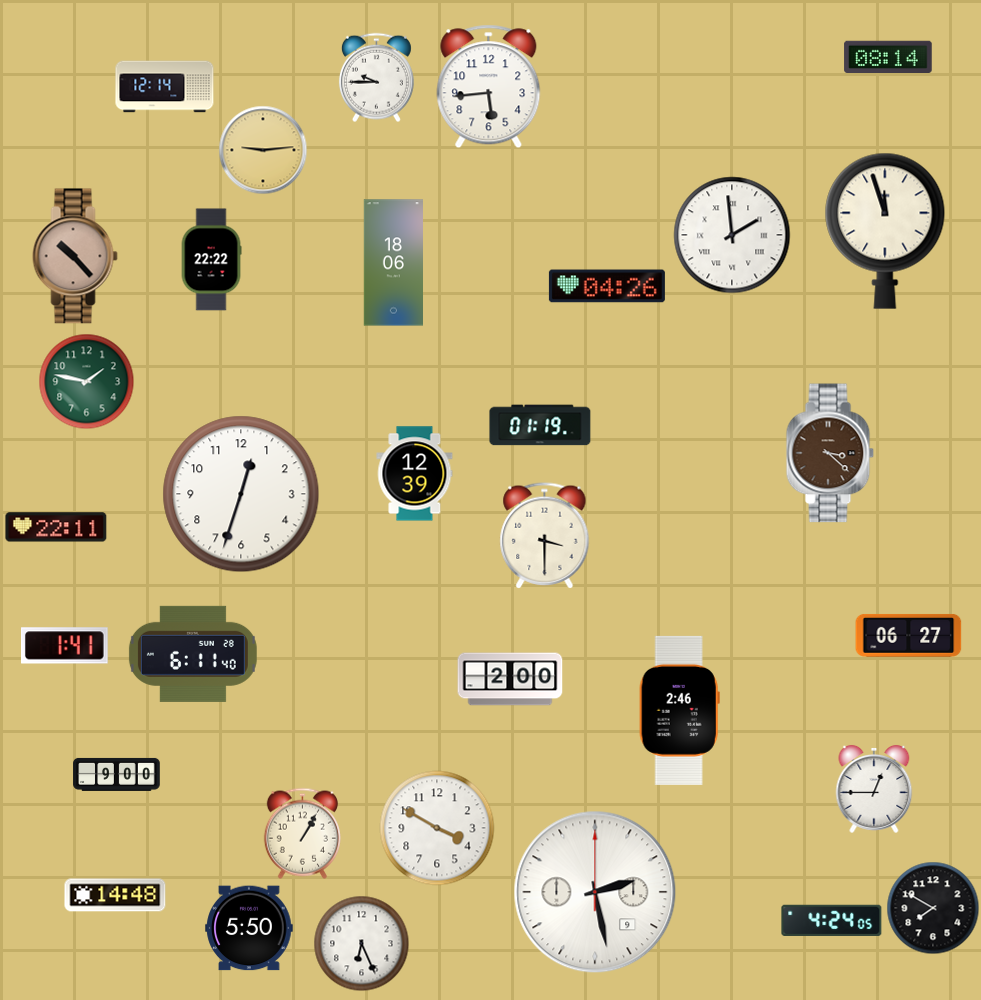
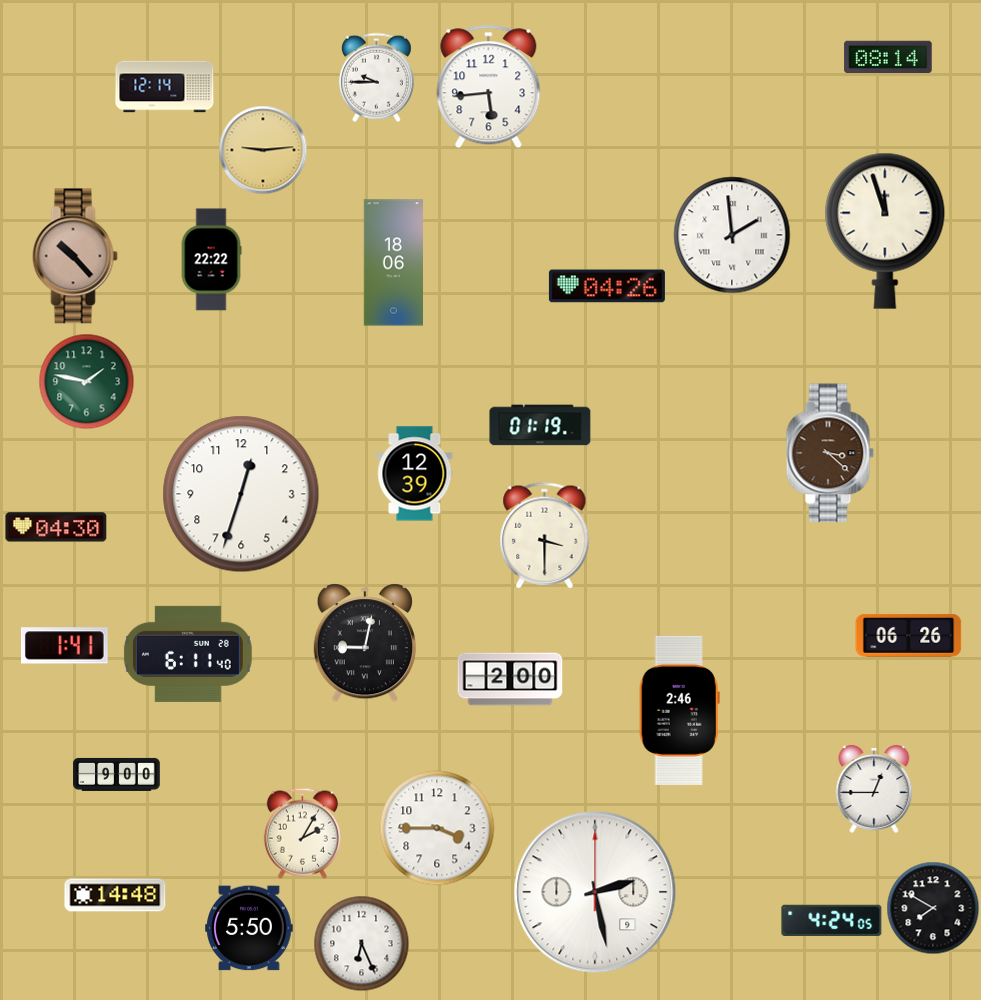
clock at (56, 527): 22:11 -> 04:30
clock at (909, 635): 06:27 -> 06:26
clock at (365, 643): none -> 9:02
clock at (193, 654) position: (193, 654) -> (188, 654)
clock at (437, 828): 3:50 -> 3:45
clock at (302, 833): 1:05 -> 2:05
